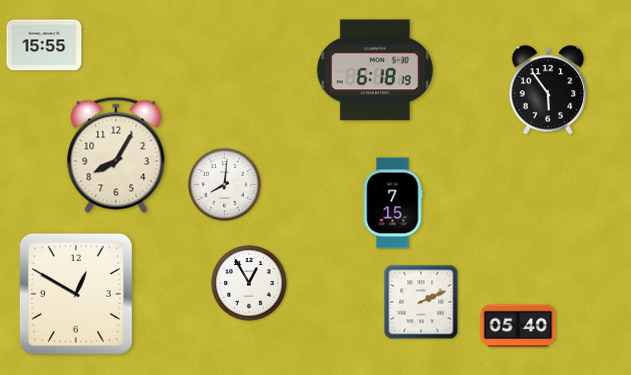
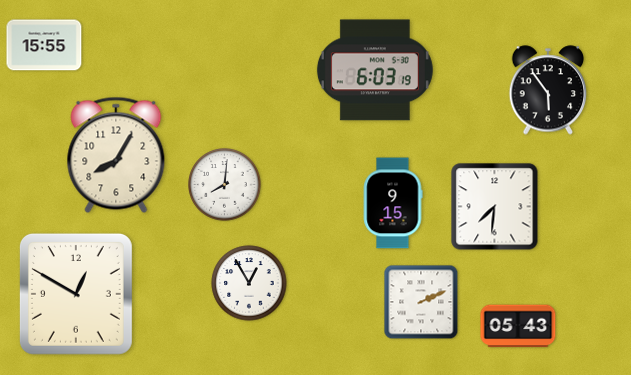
clock at (375, 70): 6:18 -> 6:03
clock at (393, 203): 7:15 -> 9:15
clock at (495, 207): none -> 7:31
clock at (518, 326): 05:40 -> 05:43
